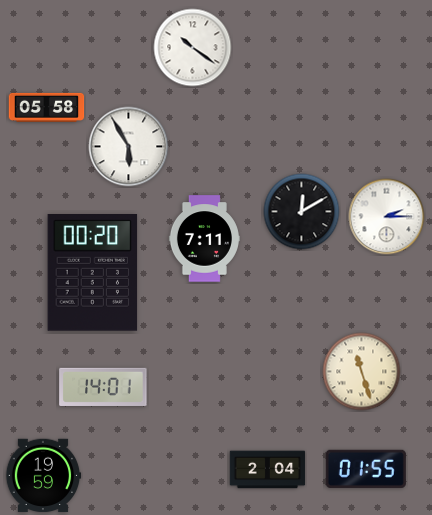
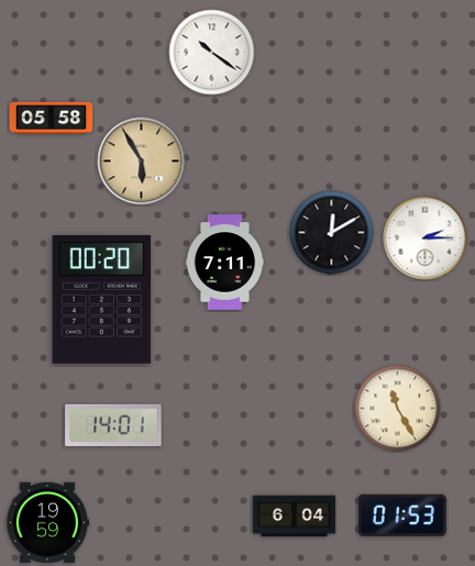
clock at (129, 147) dial: white -> champagne
clock at (362, 372): 11:27 -> 11:25
clock at (366, 469): 01:55 -> 01:53
clock at (268, 470): 2:04 -> 6:04
